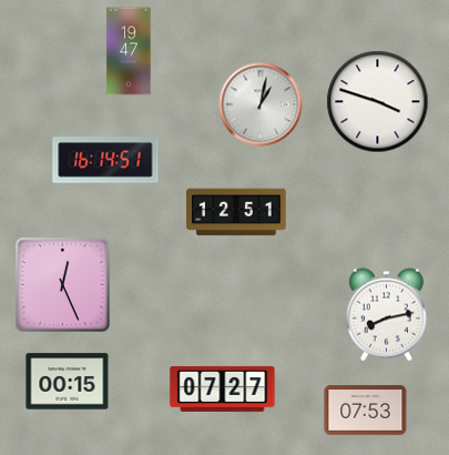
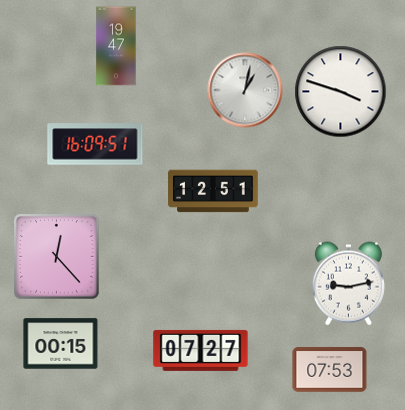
clock at (261, 104) position: (261, 104) -> (245, 90)
clock at (105, 160): 16:14 -> 16:09
clock at (63, 285): 12:26 -> 12:23
clock at (386, 315): 8:13 -> 9:13
